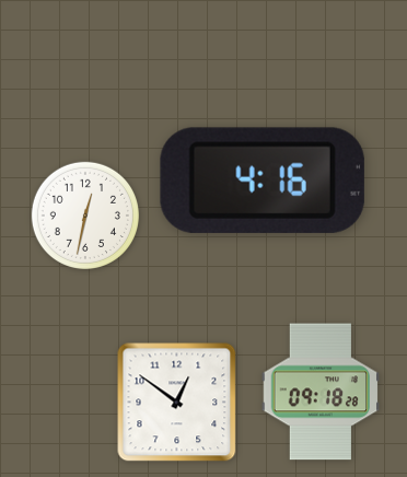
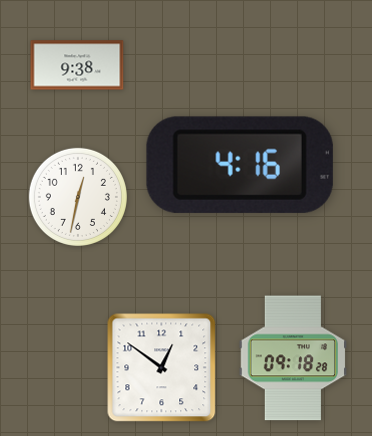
clock at (77, 65): none -> 9:38
